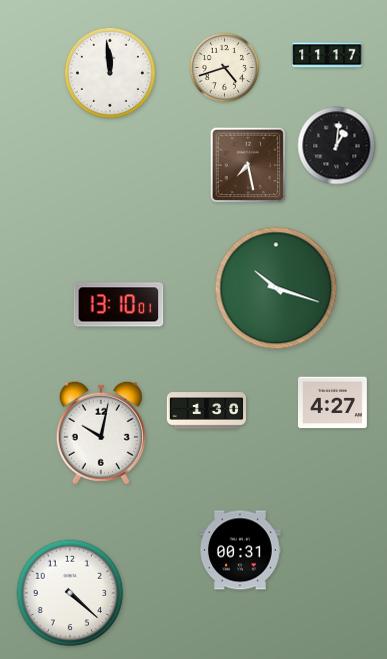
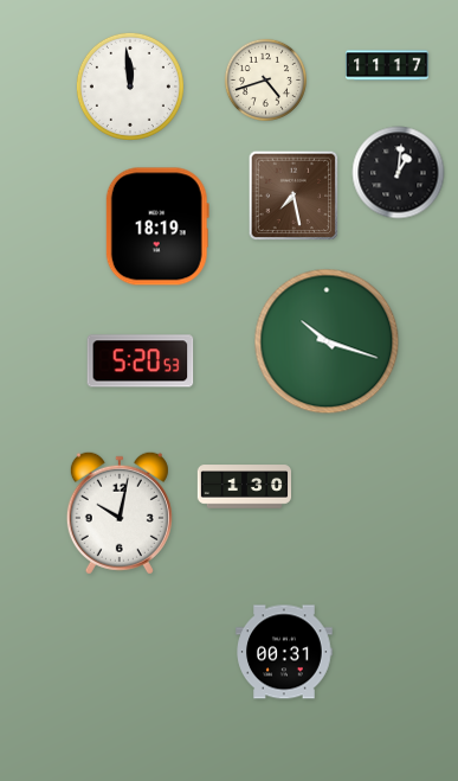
clock at (157, 226): none -> 18:19
clock at (119, 305): 13:10 -> 5:20
clock at (333, 403): 4:27 -> none
clock at (70, 593): 4:22 -> none
